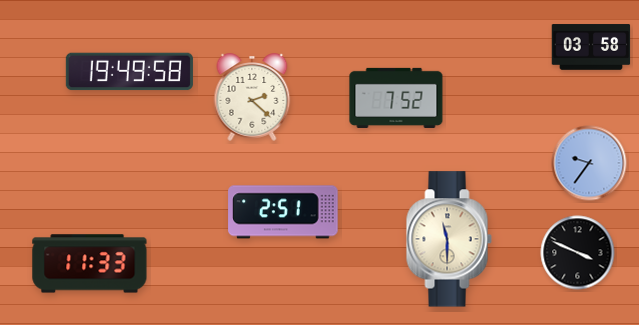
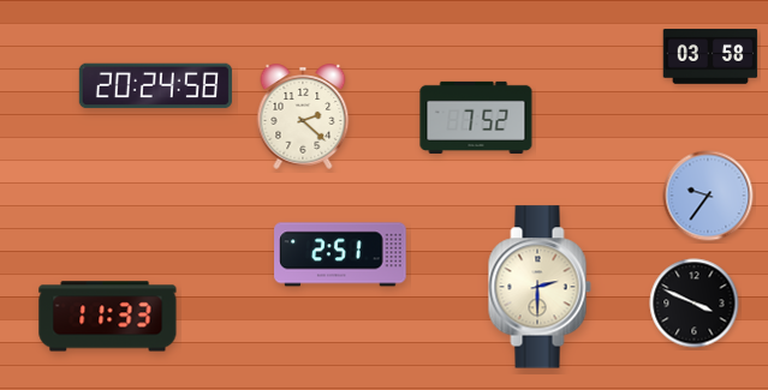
clock at (129, 72): 19:49 -> 20:24
clock at (449, 239): 11:30 -> 2:30
